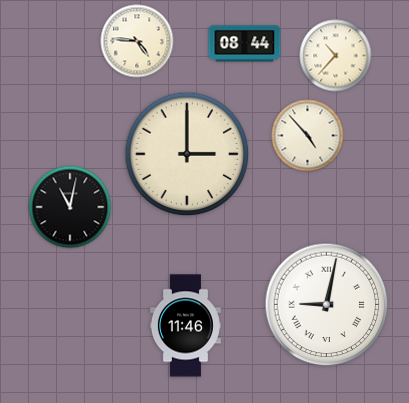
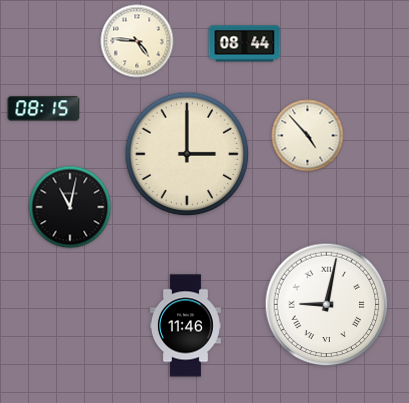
clock at (336, 56): 10:37 -> none
clock at (44, 109): none -> 08:15
